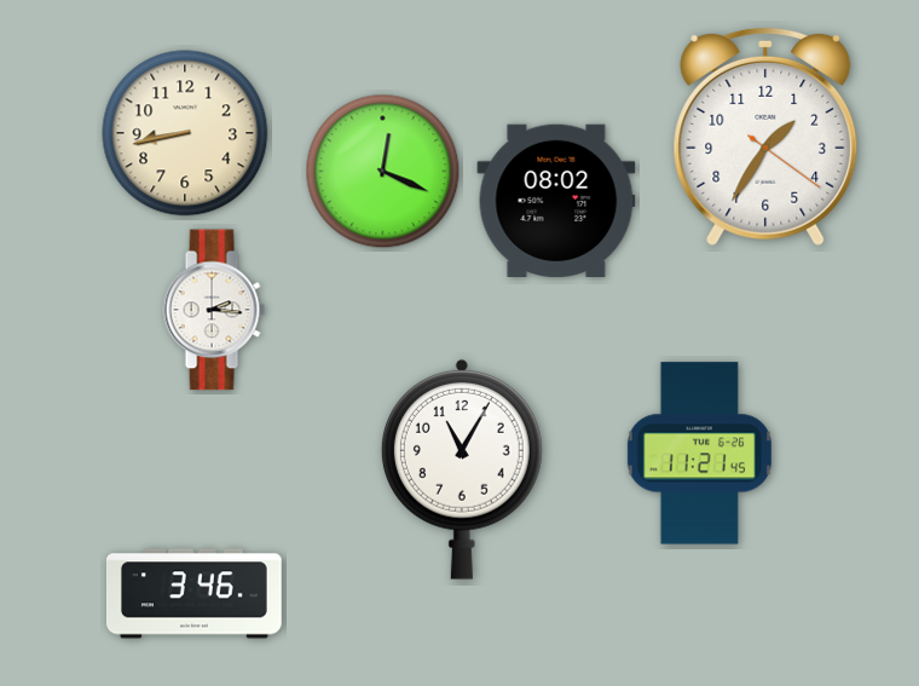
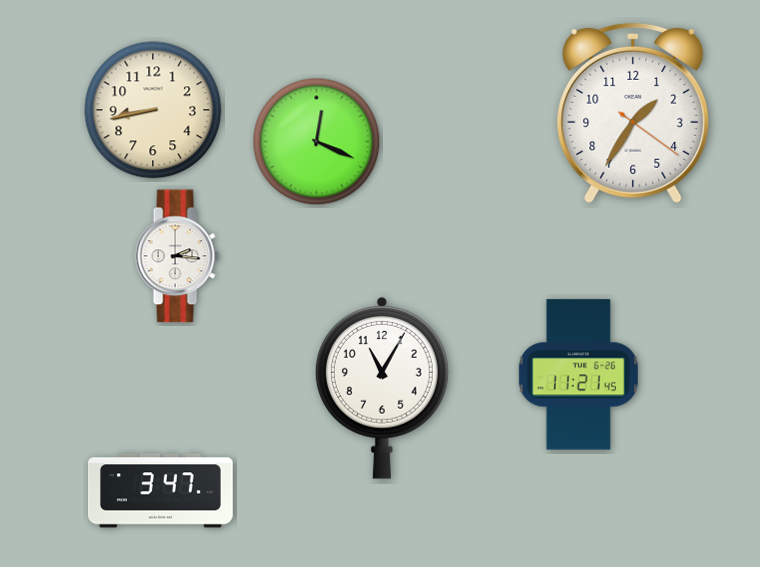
clock at (556, 200): 08:02 -> none
clock at (193, 594): 3:46 -> 3:47
